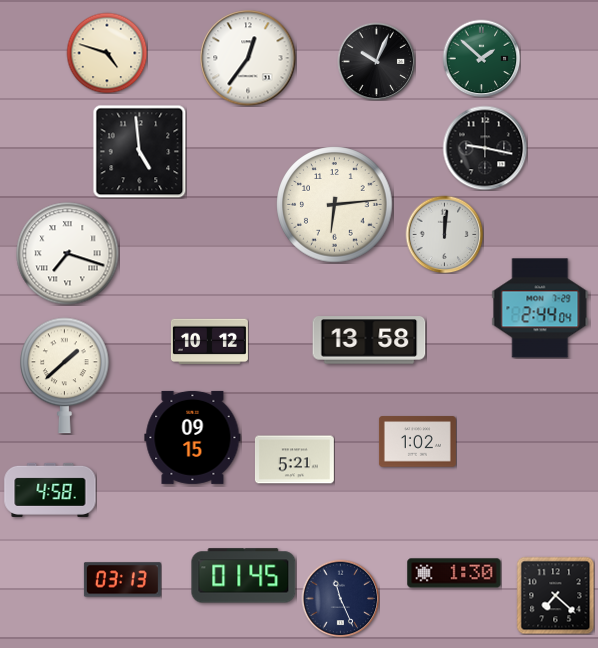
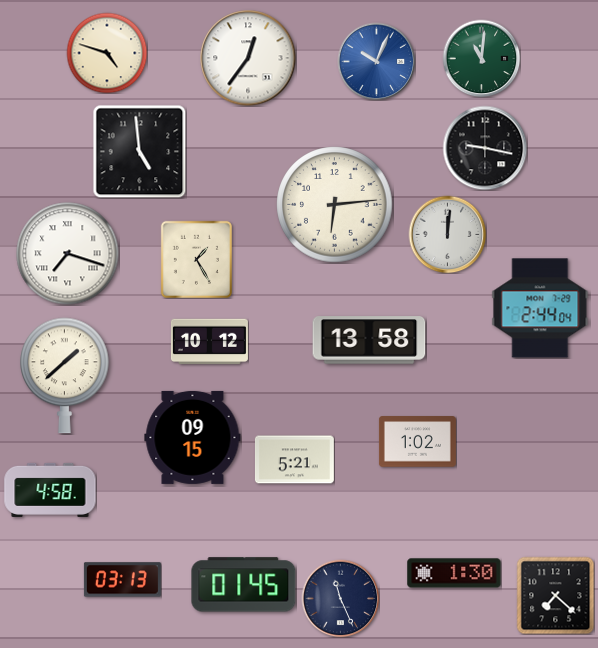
clock at (481, 58): 1:52 -> 11:01
clock at (376, 61) dial: black -> blue
clock at (444, 234) position: (444, 234) -> (447, 234)
clock at (196, 259): none -> 1:25
clock at (244, 576) position: (244, 576) -> (244, 585)
